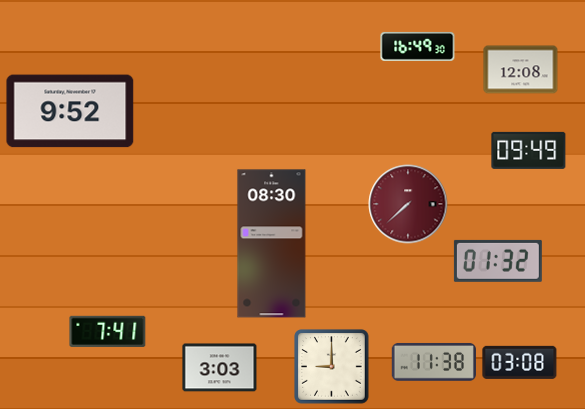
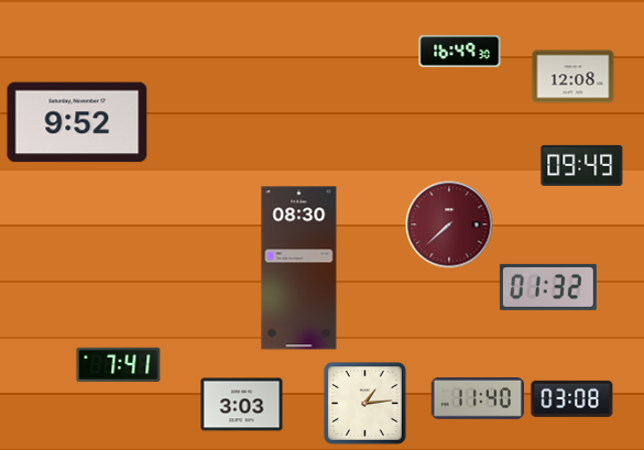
clock at (434, 362): 11:38 -> 11:40
clock at (332, 367): 9:00 -> 1:14
